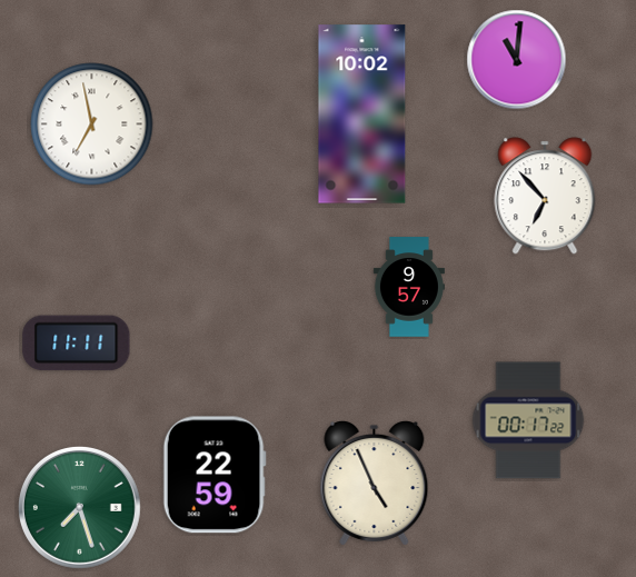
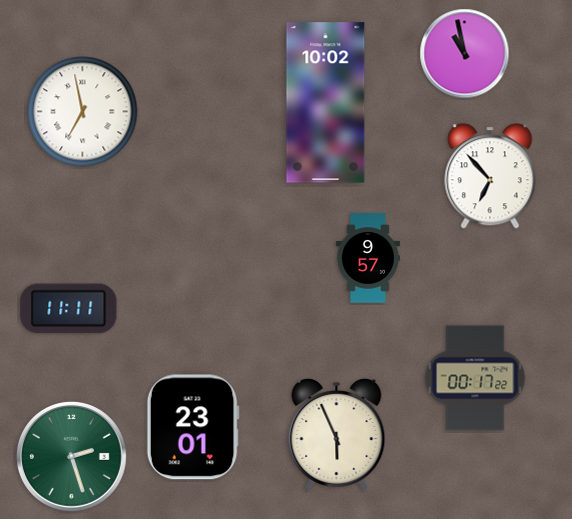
clock at (517, 60): 11:01 -> 10:58
clock at (215, 475): 22:59 -> 23:01
clock at (375, 484): 4:56 -> 5:56
clock at (80, 508): 7:27 -> 2:27
